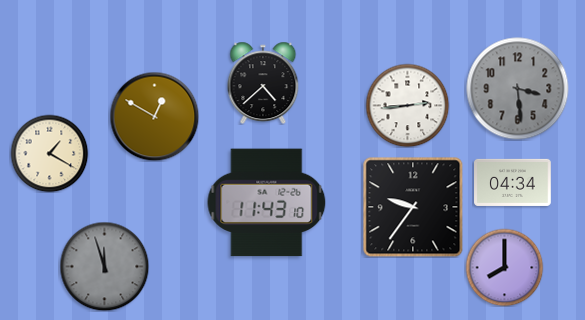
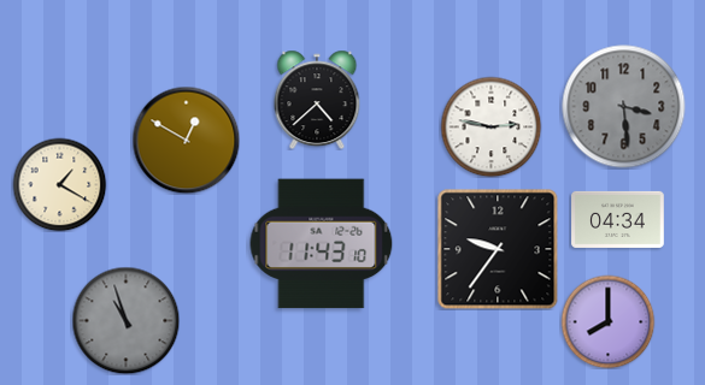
clock at (407, 105): 2:44 -> 2:47
clock at (104, 266): 11:57 -> 10:57
